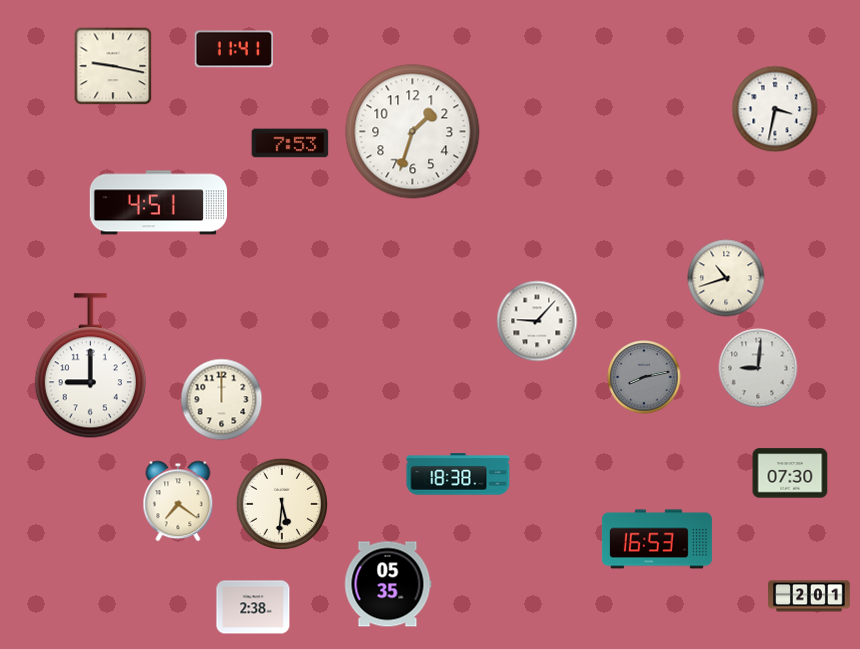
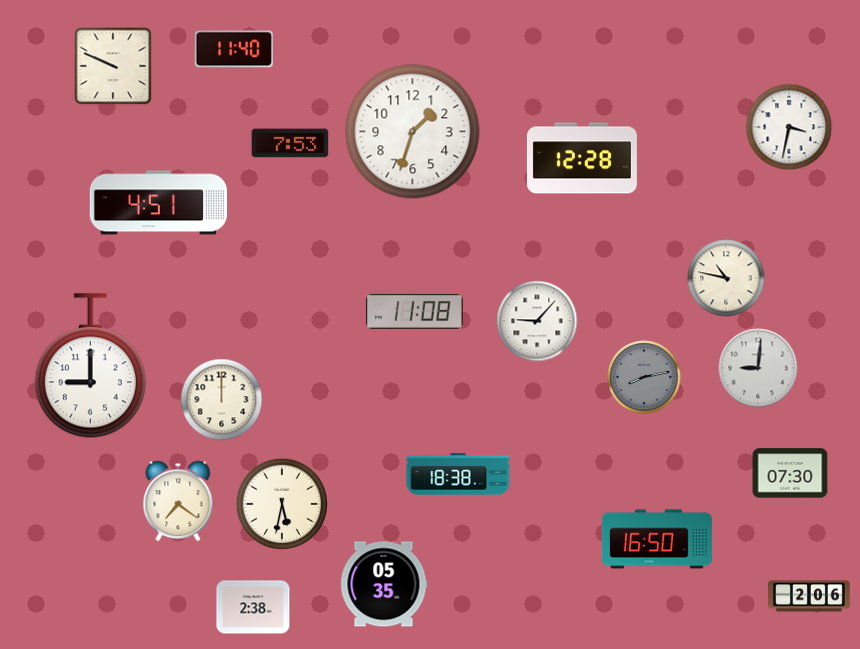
clock at (233, 49): 11:41 -> 11:40
clock at (113, 66): 9:17 -> 9:49
clock at (775, 109) position: (775, 109) -> (789, 127)
clock at (582, 158): none -> 12:28
clock at (726, 278): 10:42 -> 10:47
clock at (414, 311): none -> 11:08
clock at (281, 503): 5:31 -> 5:32
clock at (657, 539): 16:53 -> 16:50
clock at (388, 584) position: (388, 584) -> (384, 584)
clock at (809, 596): 2:01 -> 2:06
